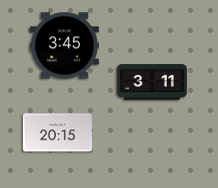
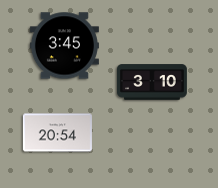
clock at (153, 82): 3:11 -> 3:10
clock at (57, 133): 20:15 -> 20:54
